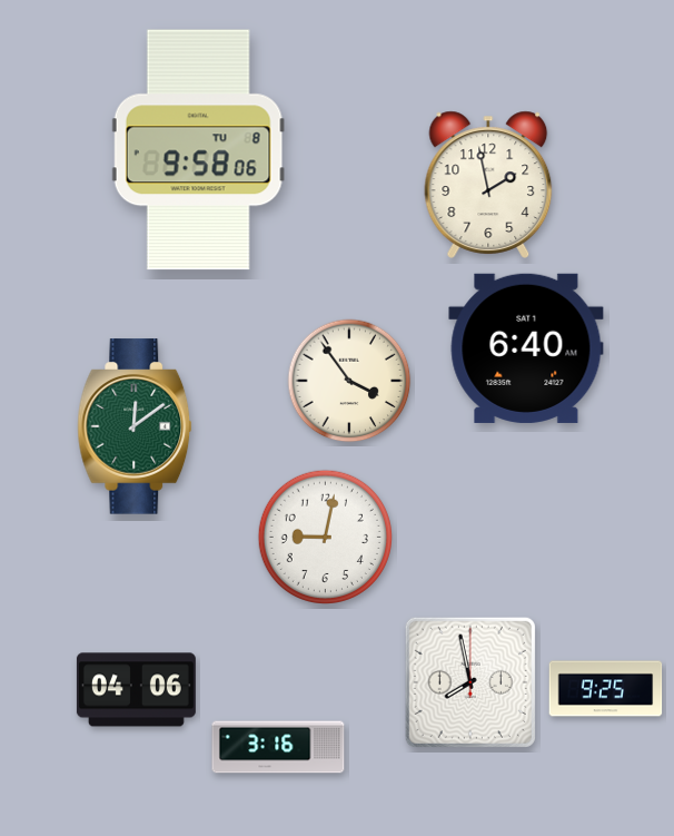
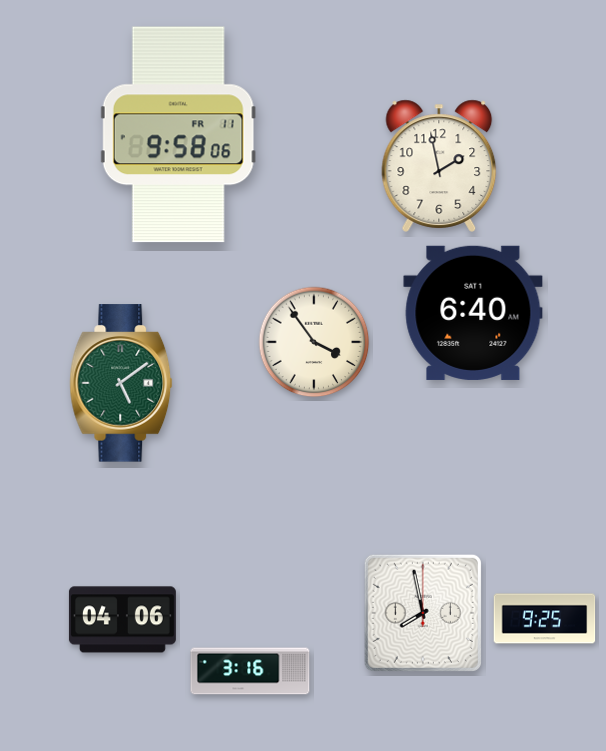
clock at (198, 150) date: TU 8 -> FR 11
clock at (135, 426): 12:09 -> 5:09
clock at (325, 537): 9:02 -> none
